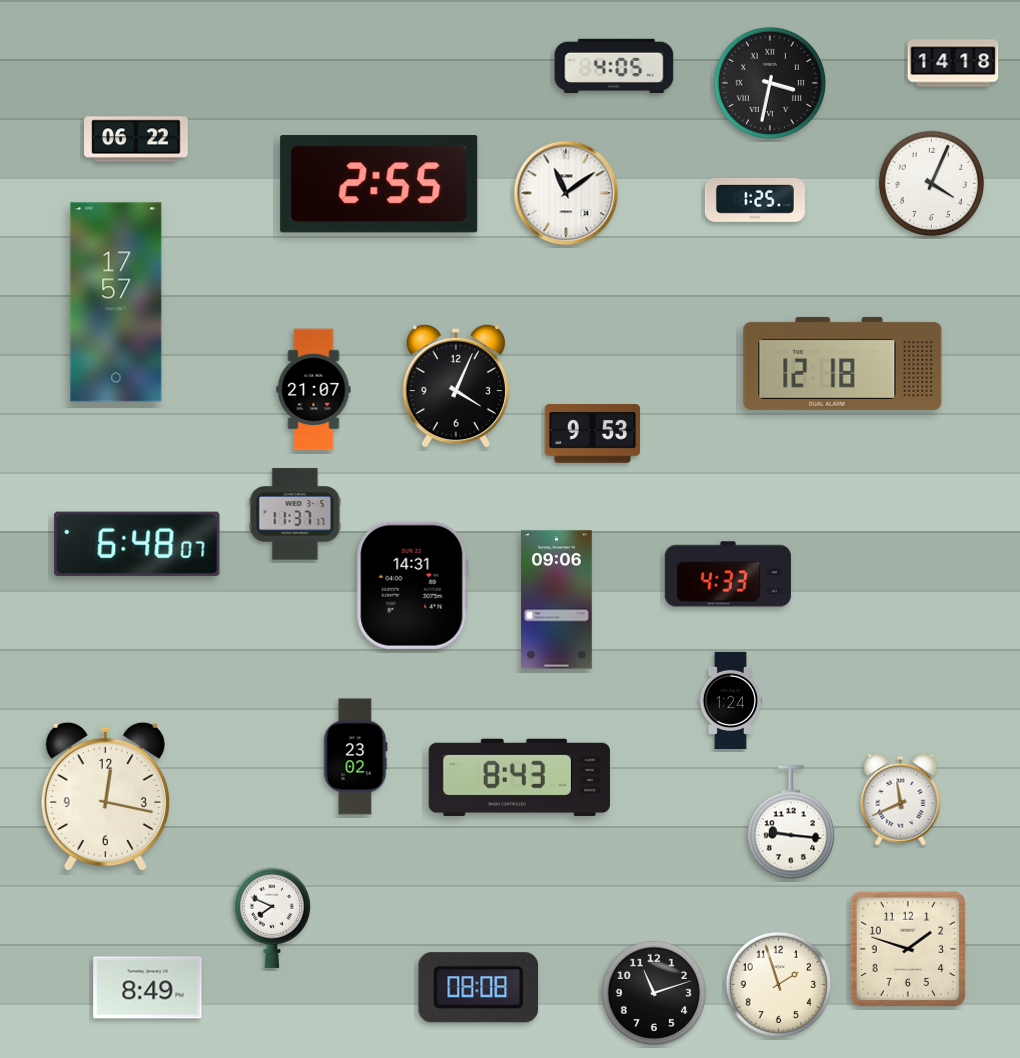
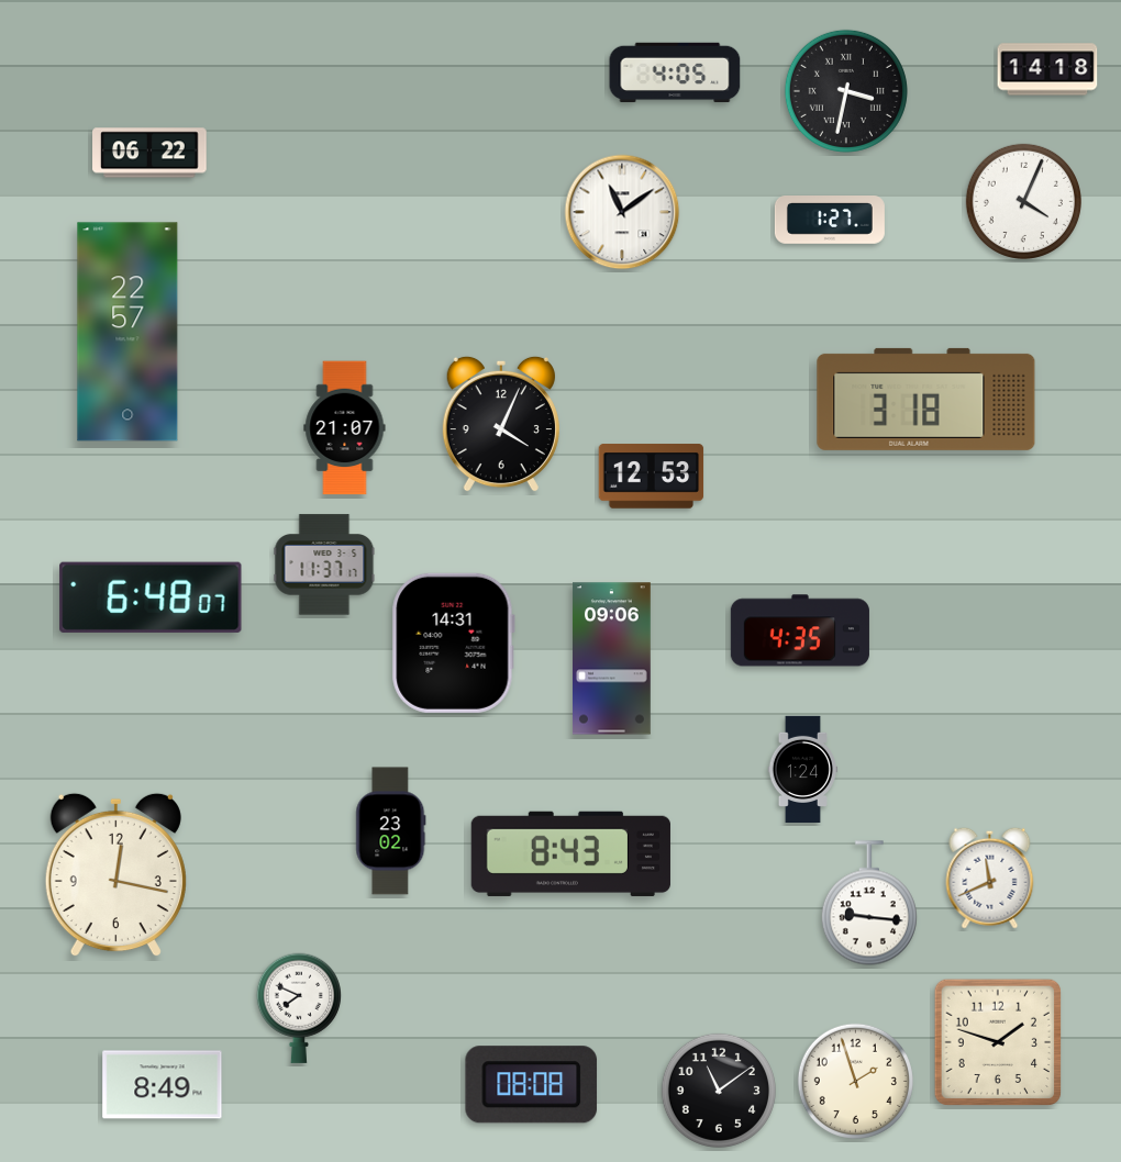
clock at (379, 184): 2:55 -> none
clock at (755, 201): 1:25 -> 1:27
clock at (116, 302): 17:57 -> 22:57
clock at (843, 363): 12:18 -> 3:18
clock at (593, 434): 9:53 -> 12:53
clock at (728, 574): 4:33 -> 4:35
clock at (479, 988) position: (479, 988) -> (532, 1085)
clock at (654, 993): 11:12 -> 11:09
